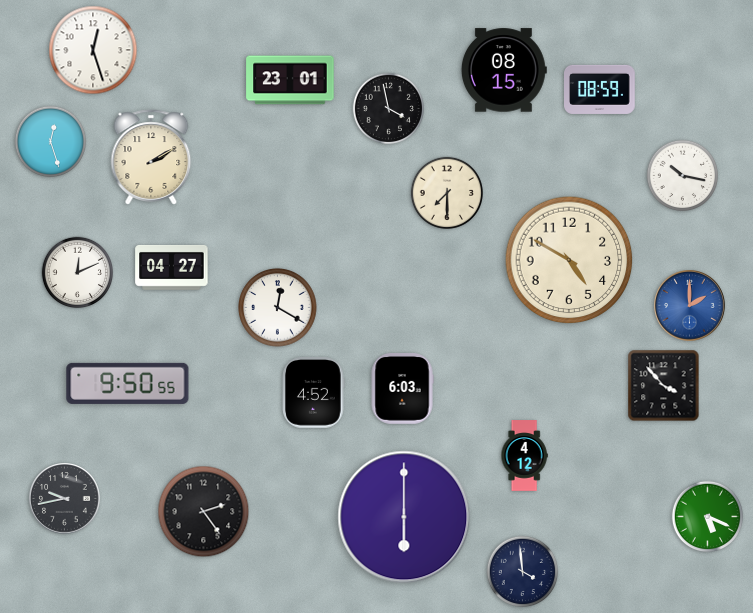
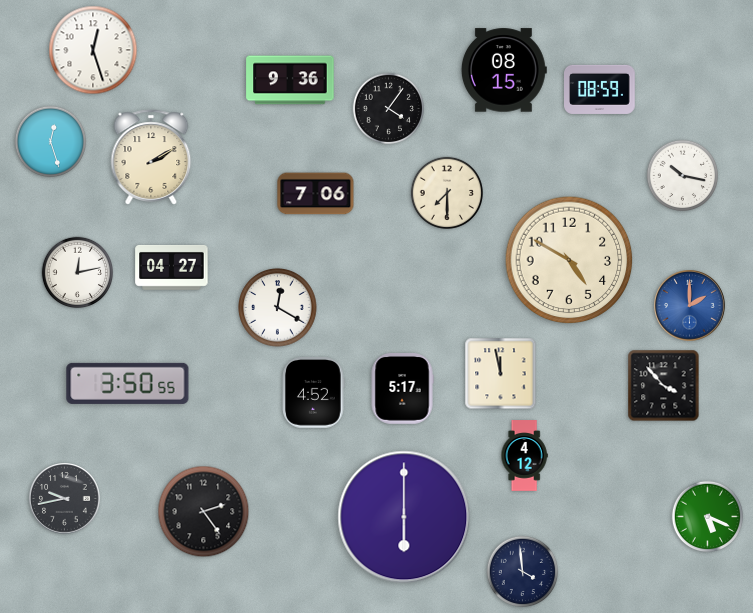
clock at (290, 80): 23:01 -> 9:36
clock at (389, 109): 3:58 -> 4:06
clock at (316, 194): none -> 7:06
clock at (78, 273): 12:11 -> 12:13
clock at (501, 374): none -> 11:58
clock at (128, 383): 9:50 -> 3:50
clock at (402, 389): 6:03 -> 5:17
